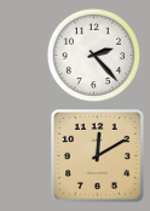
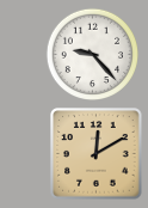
clock at (93, 55): 2:23 -> 9:23
